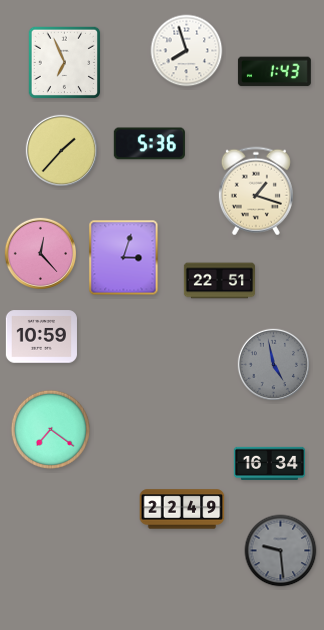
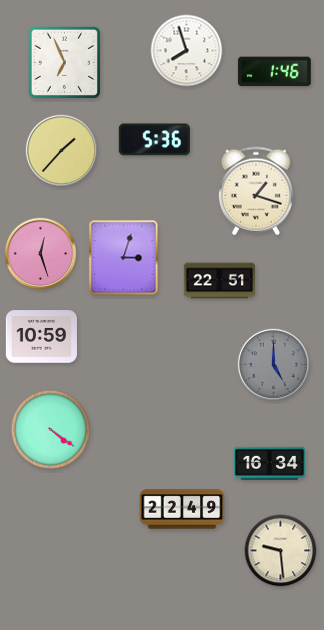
clock at (274, 72): 1:43 -> 1:46
clock at (149, 144) position: (149, 144) -> (154, 140)
clock at (40, 253): 12:23 -> 12:27
clock at (273, 364): 4:58 -> 5:00
clock at (50, 429): 7:21 -> 4:21
clock at (281, 551) dial: grey -> cream
